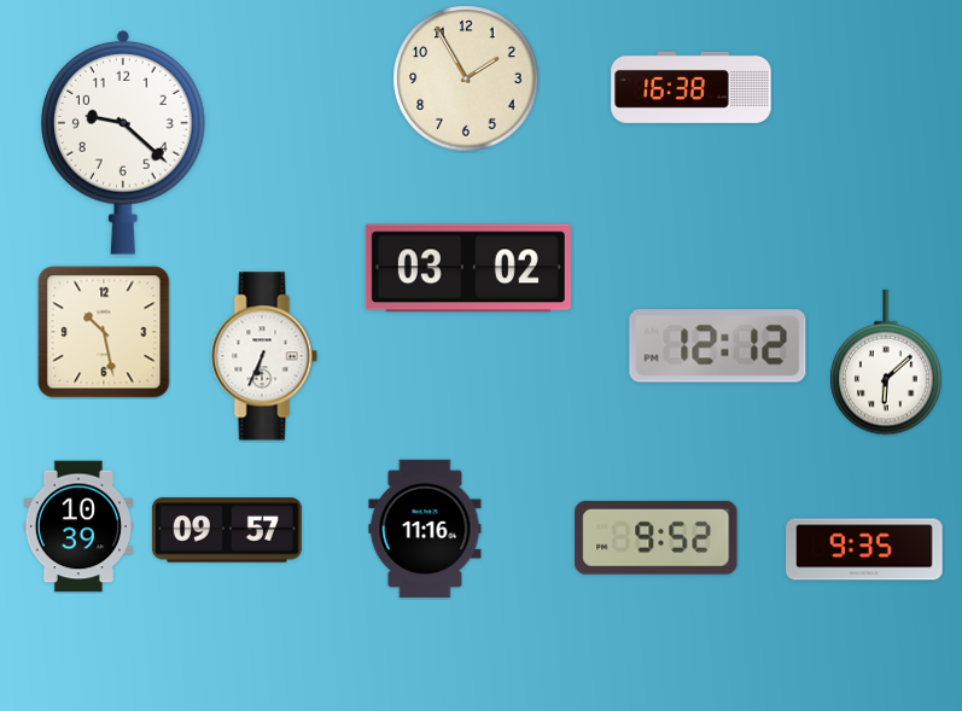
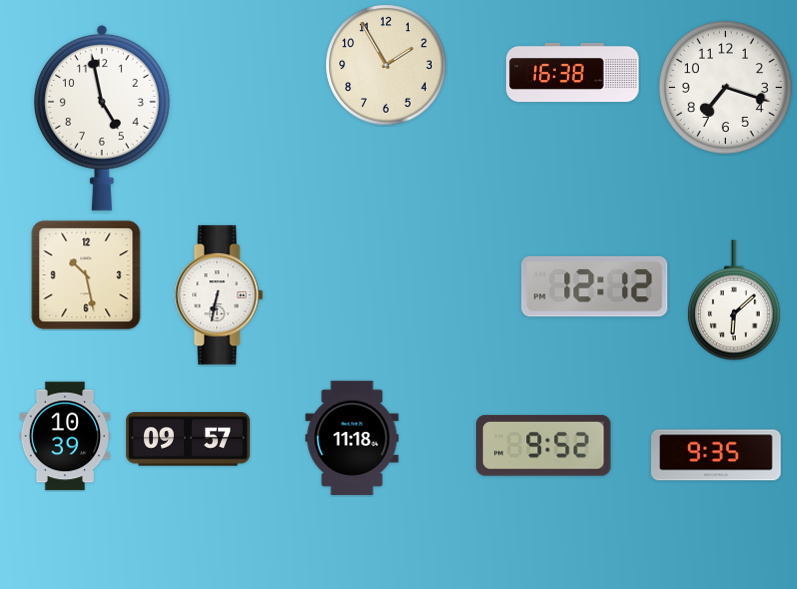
clock at (725, 87): none -> 7:18
clock at (123, 142): 9:22 -> 4:58
clock at (468, 268): 03:02 -> none
clock at (264, 356): 6:34 -> 6:32
clock at (425, 529): 11:16 -> 11:18
